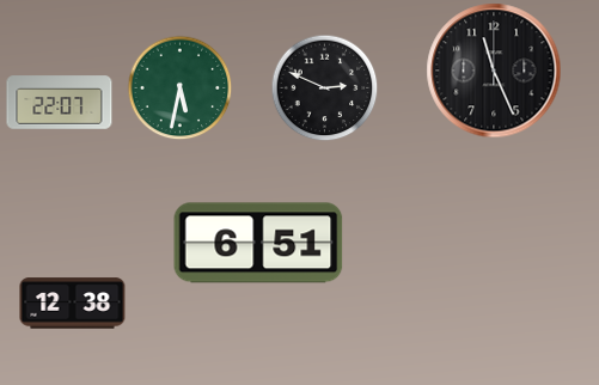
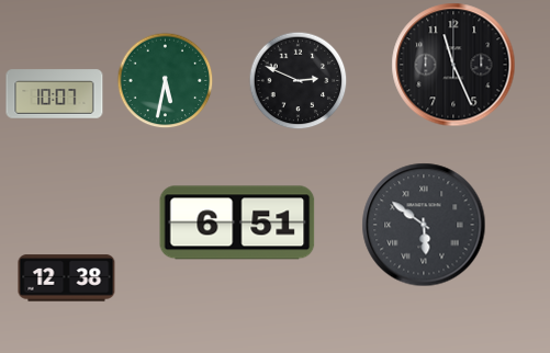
clock at (60, 103): 22:07 -> 10:07
clock at (424, 225): none -> 5:51
